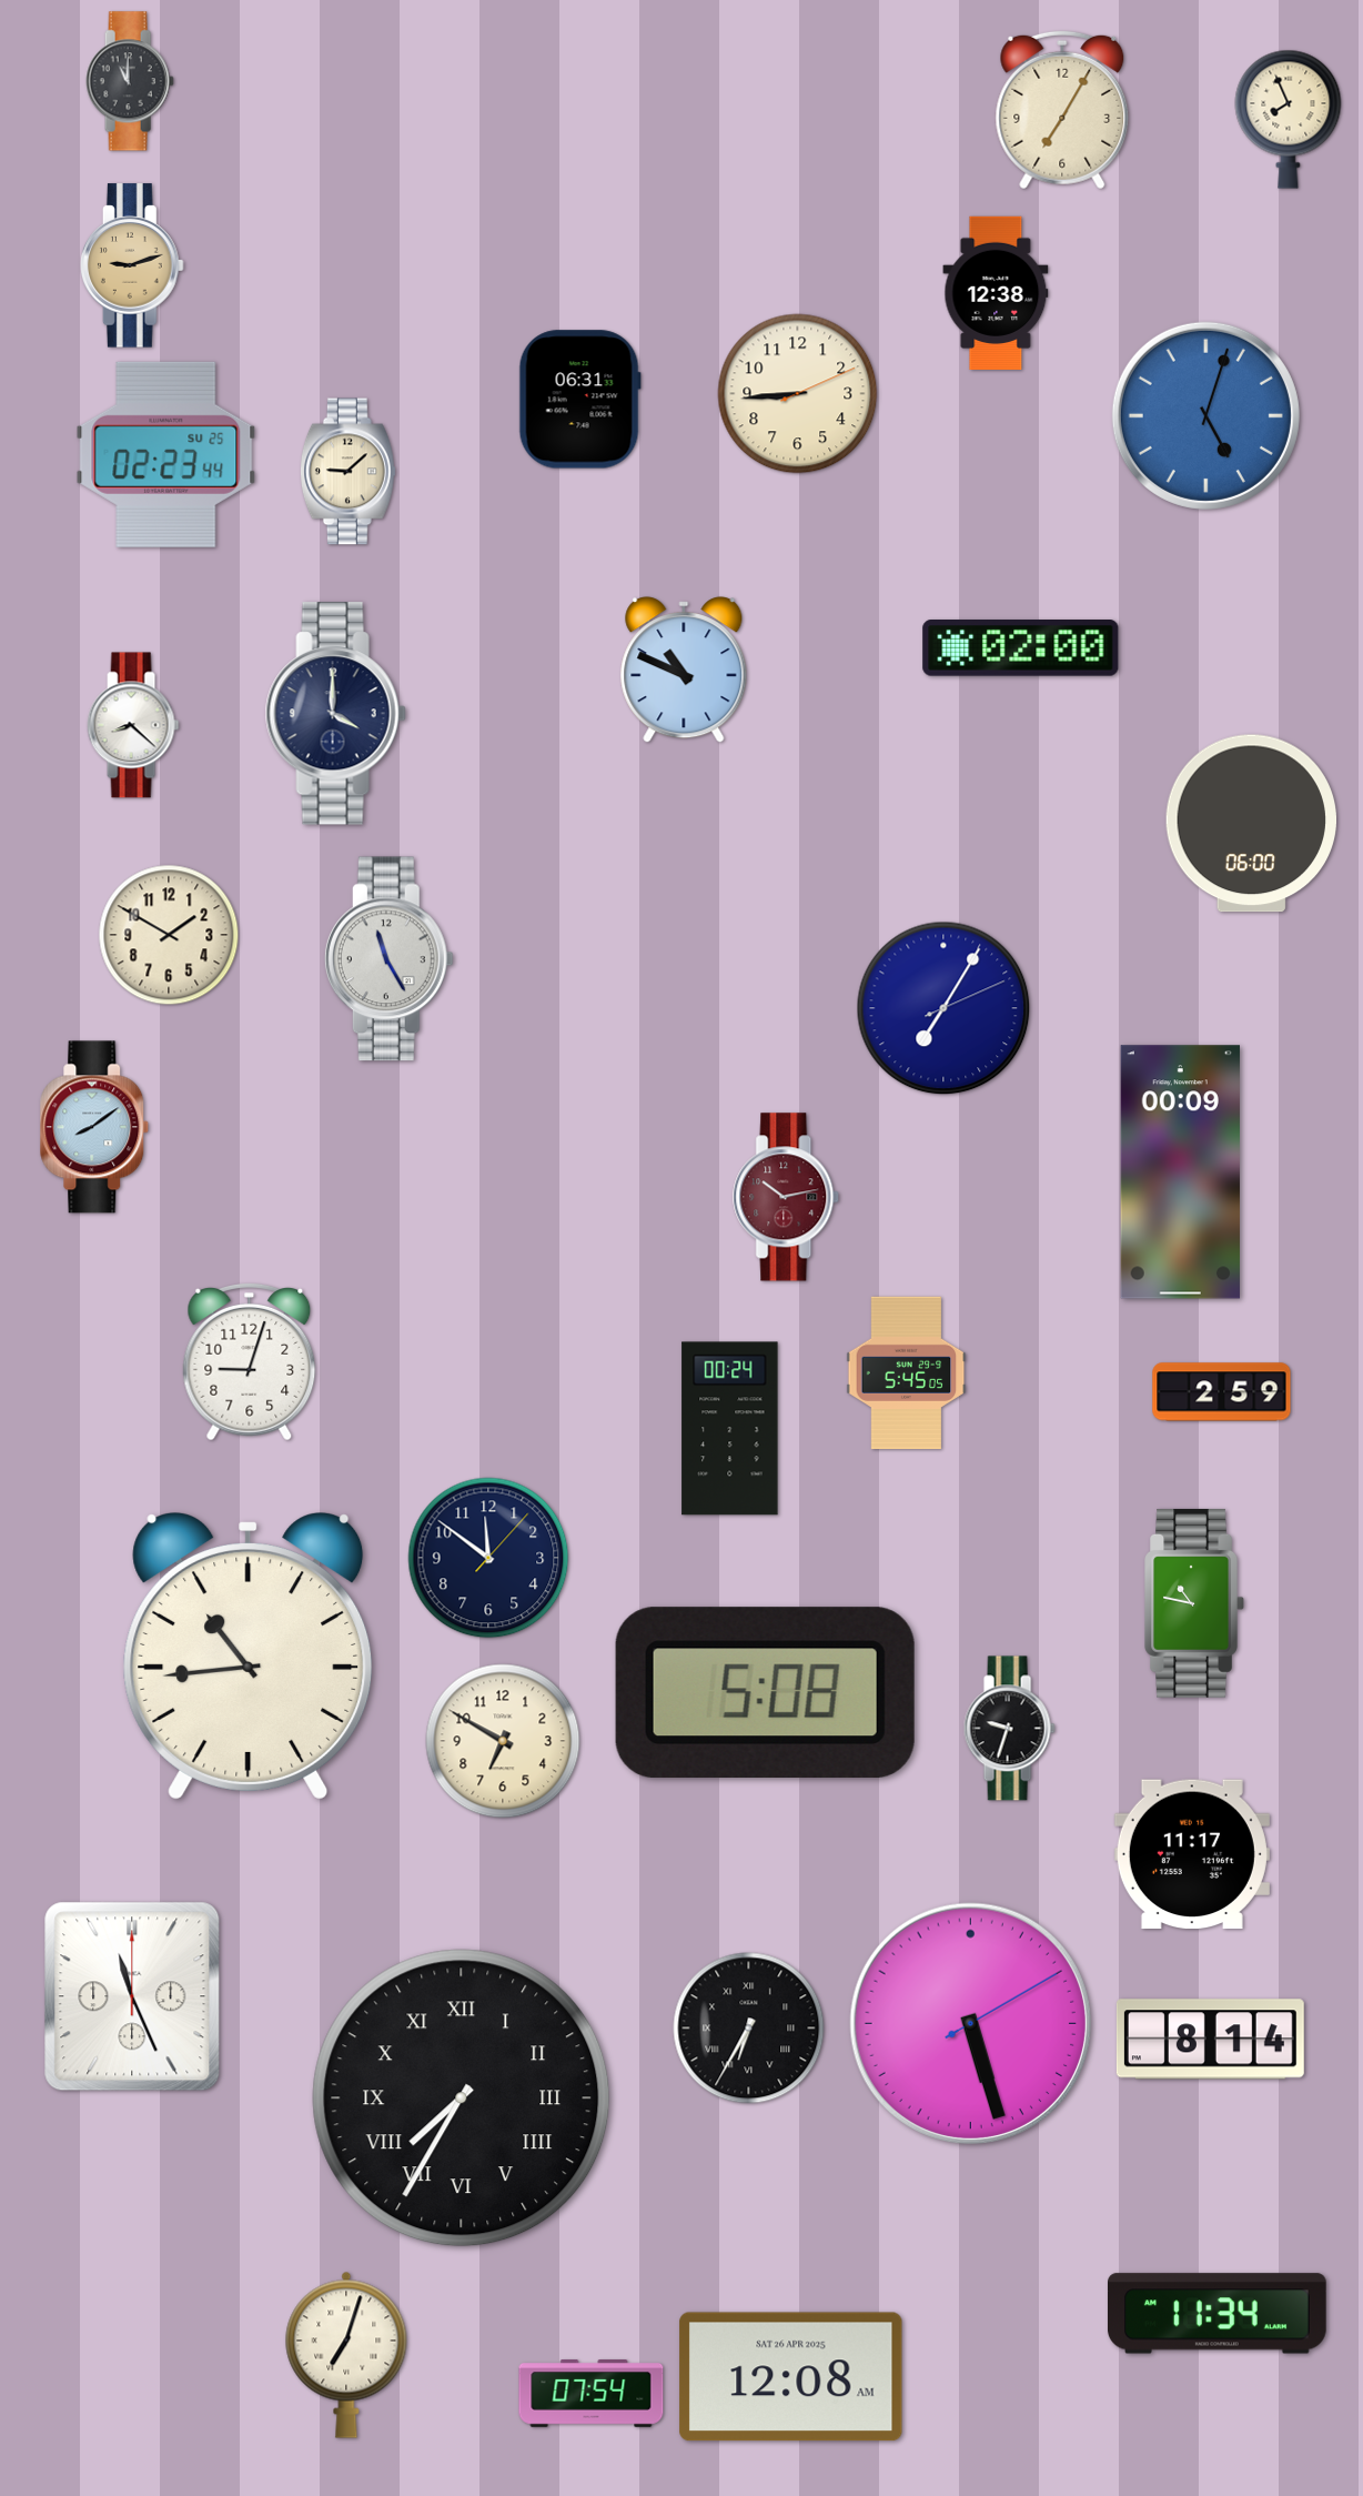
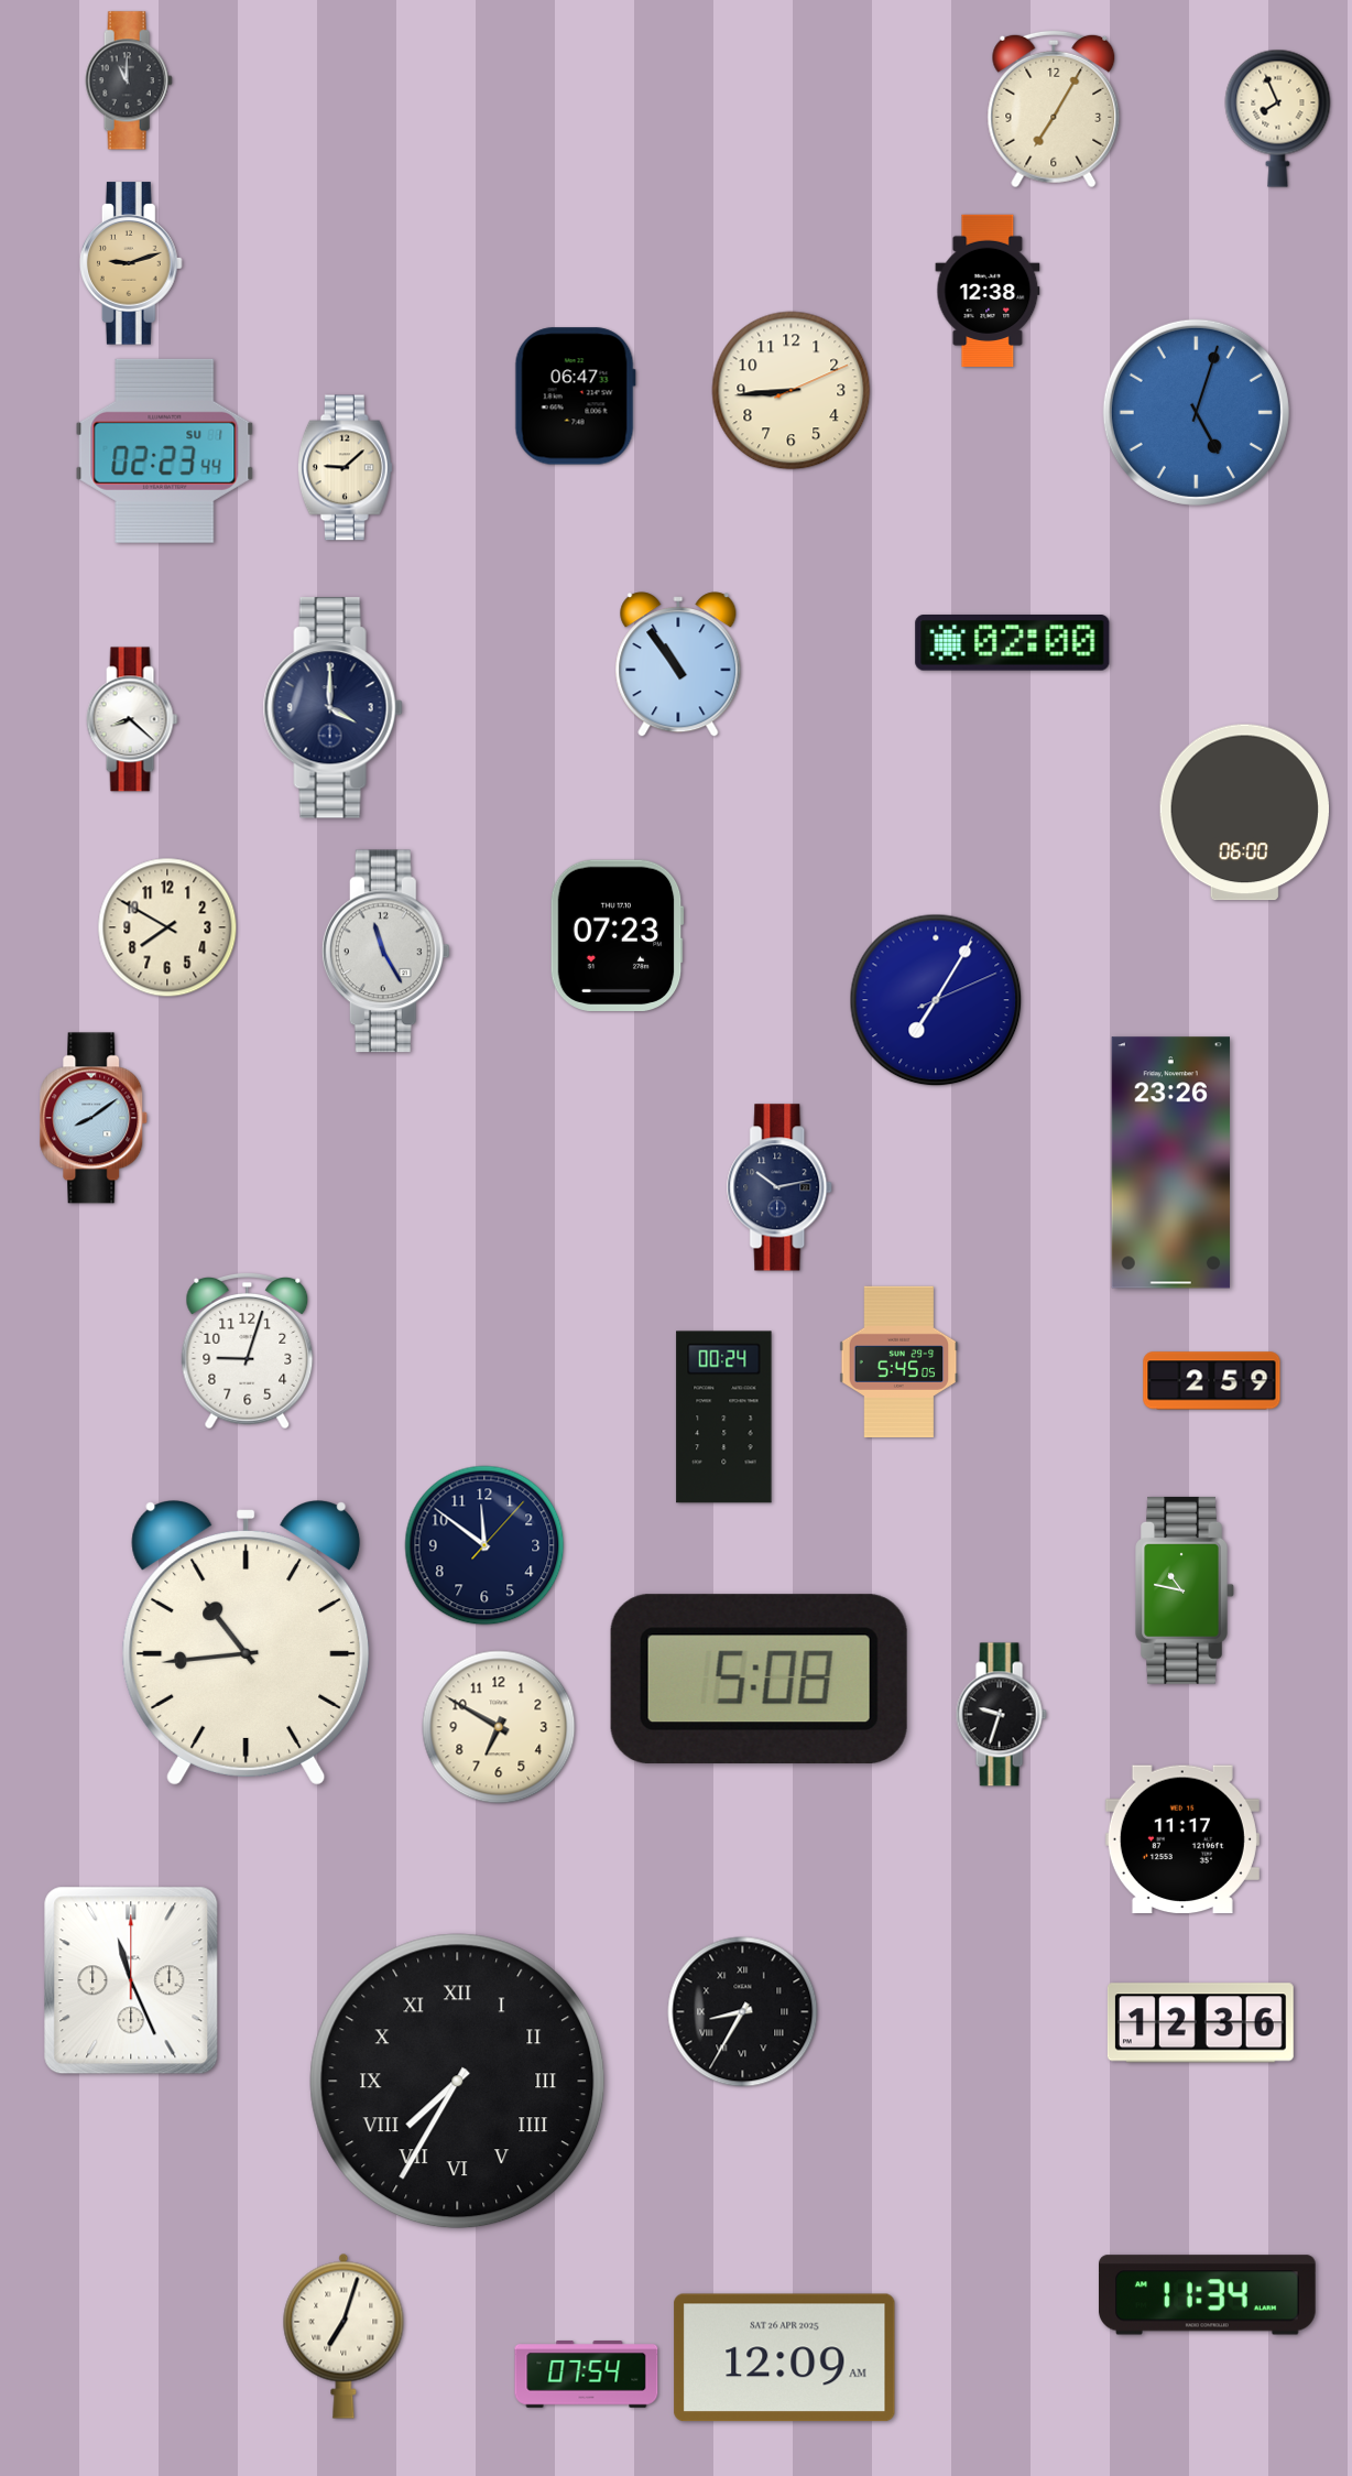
clock at (579, 400): 06:31 -> 06:47
clock at (166, 454) date: SU 25 -> SU 1
clock at (684, 670): 10:49 -> 10:54
clock at (1251, 824) position: (1251, 824) -> (1244, 813)
clock at (169, 935): 1:50 -> 7:50
clock at (617, 935): none -> 07:23
clock at (1180, 1172): 00:09 -> 23:26
clock at (787, 1197) dial: burgundy -> navy
clock at (970, 2023): 5:27 -> none
clock at (749, 2029): 6:35 -> 8:35
clock at (1210, 2040): 8:14 -> 12:36
clock at (791, 2377): 12:08 -> 12:09
